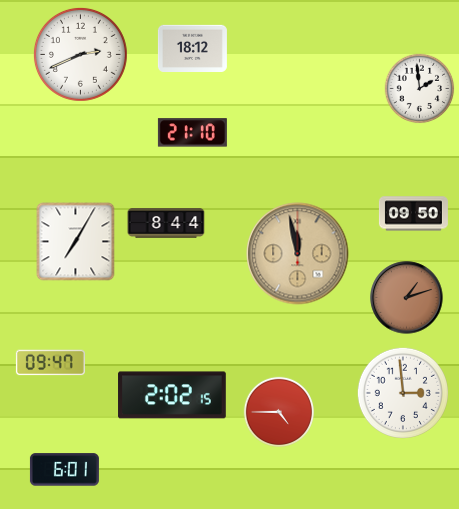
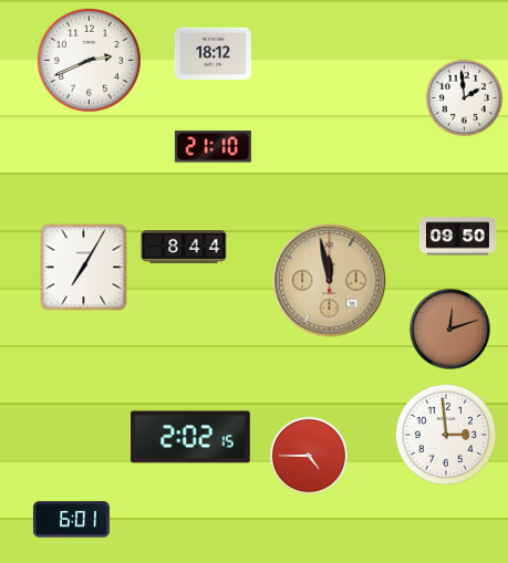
clock at (407, 298): 1:12 -> 12:12
clock at (50, 363): 09:47 -> none
